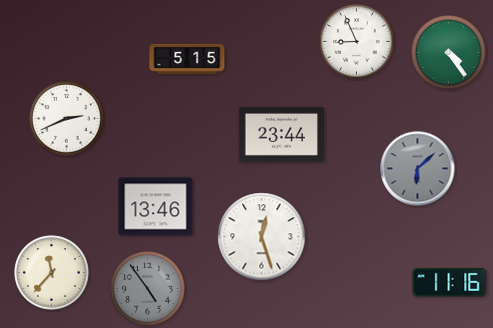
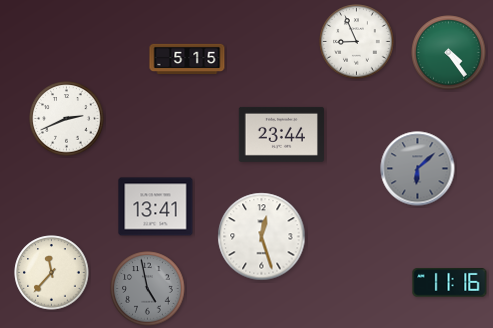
clock at (156, 207): 13:46 -> 13:41
clock at (148, 289): 4:54 -> 4:58
